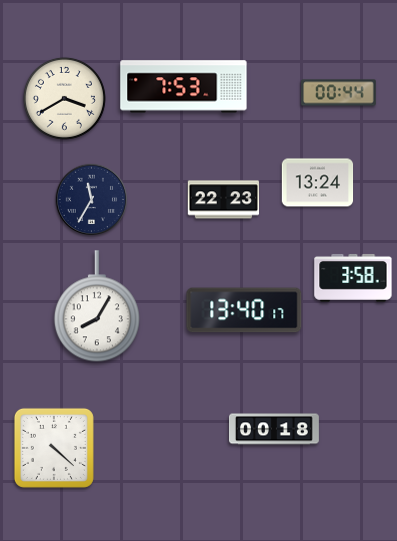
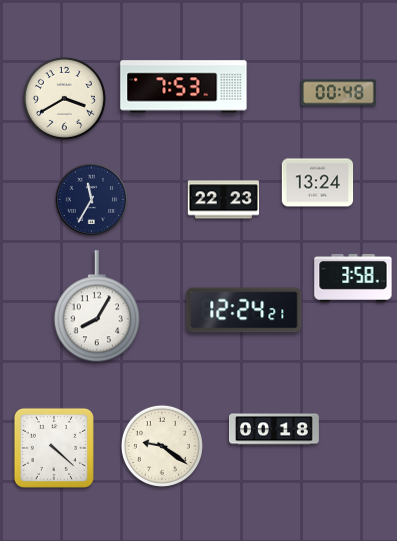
clock at (339, 93): 00:44 -> 00:48
clock at (244, 310): 13:40 -> 12:24
clock at (162, 446): none -> 9:21
